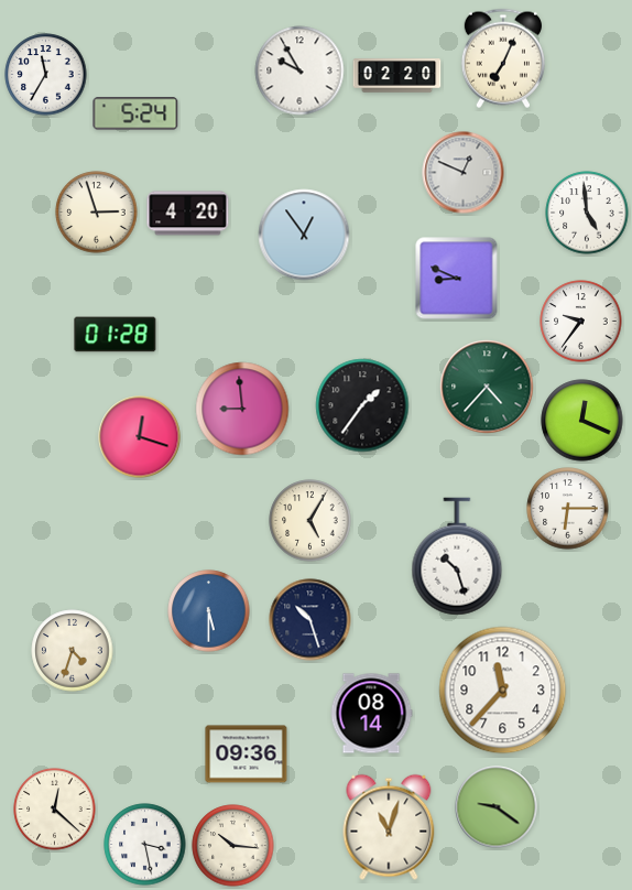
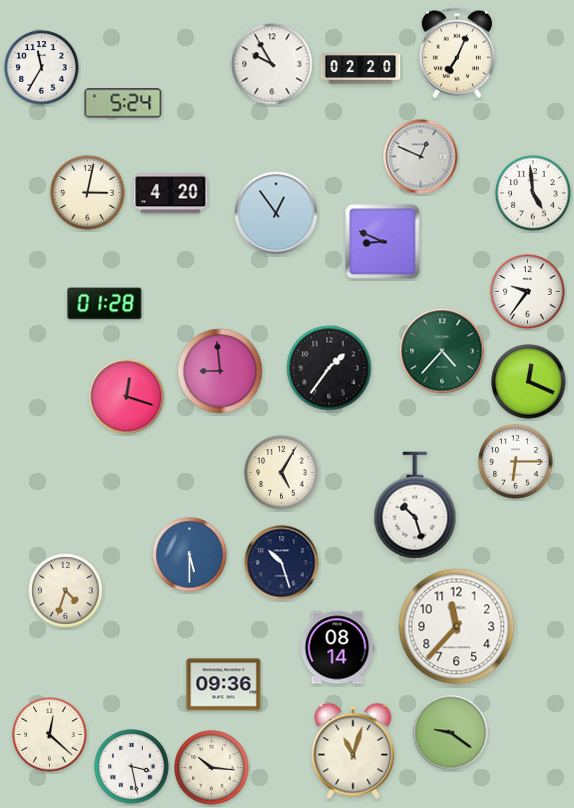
clock at (97, 213): 2:57 -> 3:02
clock at (457, 279) position: (457, 279) -> (383, 242)
